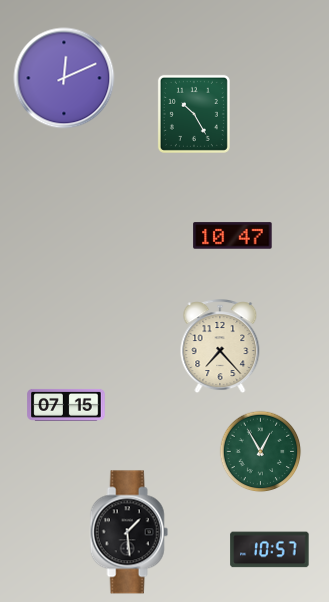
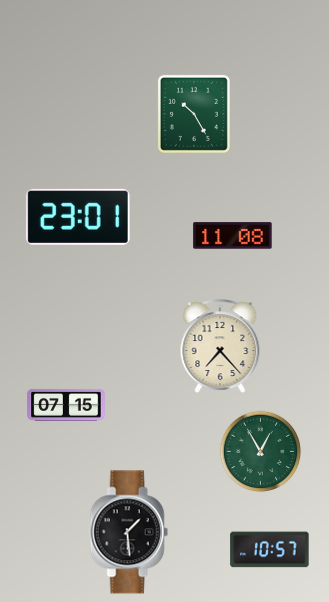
clock at (64, 78): 12:11 -> none
clock at (78, 217): none -> 23:01
clock at (233, 236): 10:47 -> 11:08
